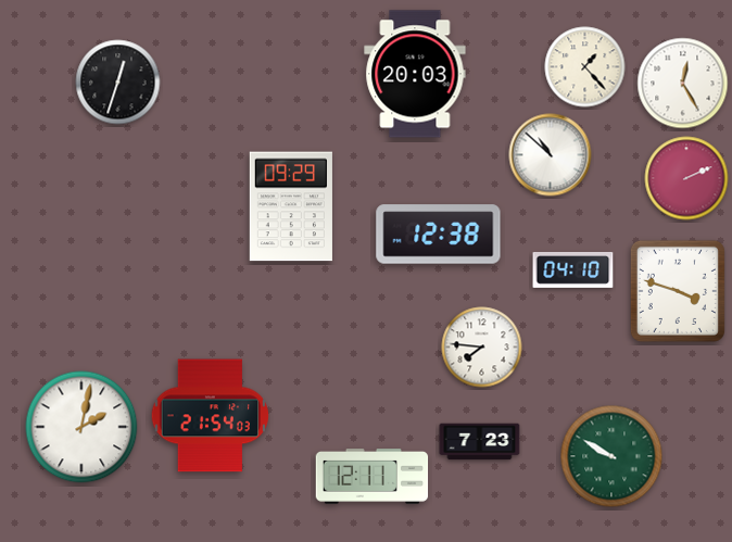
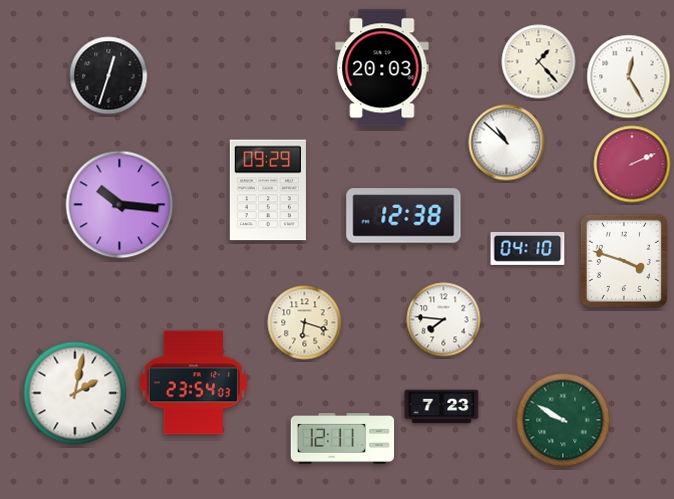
clock at (120, 205): none -> 10:16
clock at (678, 291) position: (678, 291) -> (624, 261)
clock at (305, 323): none -> 6:18
clock at (211, 416): 21:54 -> 23:54
